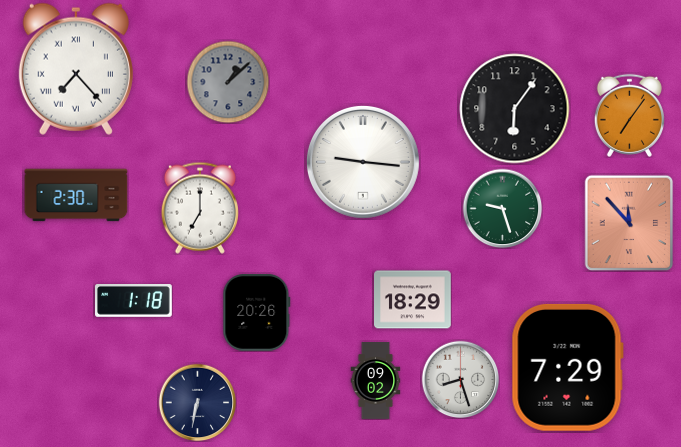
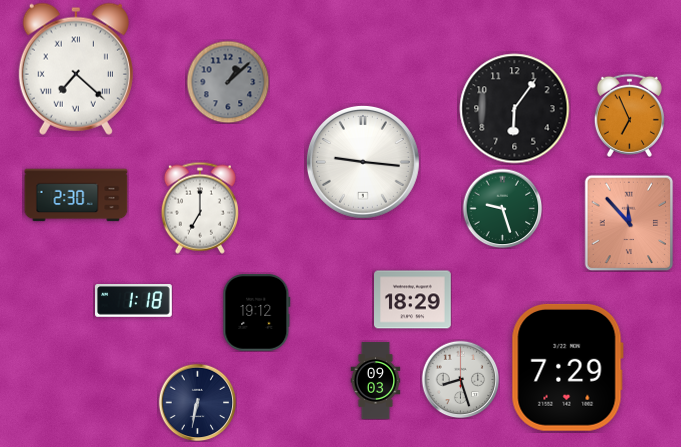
clock at (76, 69): 7:23 -> 7:22
clock at (629, 115): 7:06 -> 6:56
clock at (257, 313): 20:26 -> 19:12
clock at (376, 381): 09:02 -> 09:03
